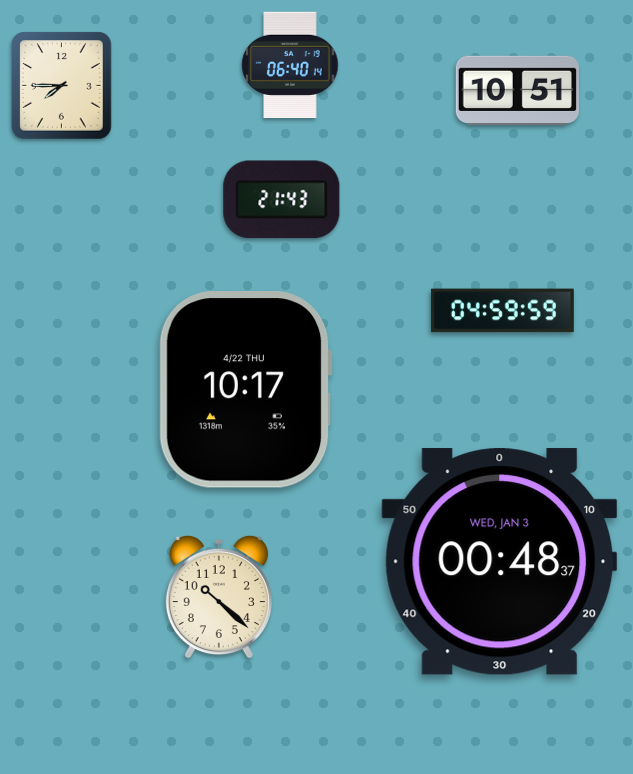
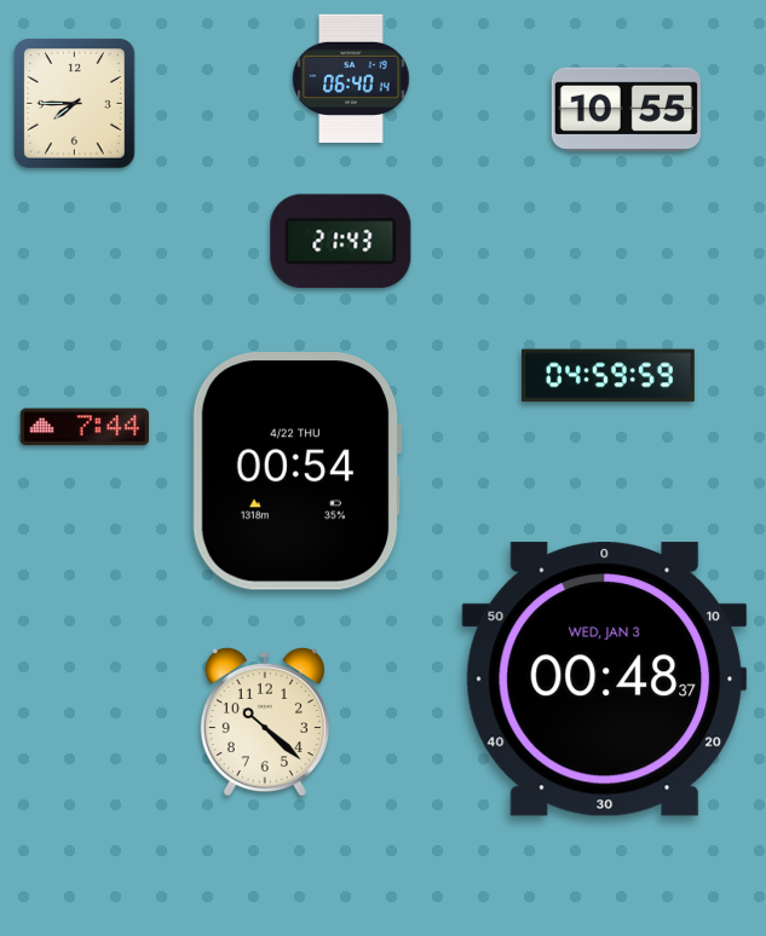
clock at (517, 90): 10:51 -> 10:55
clock at (83, 427): none -> 7:44
clock at (245, 390): 10:17 -> 00:54
